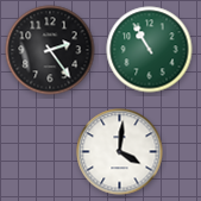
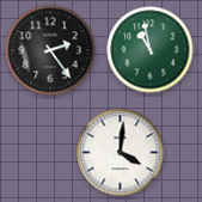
clock at (150, 50): 10:55 -> 10:58
